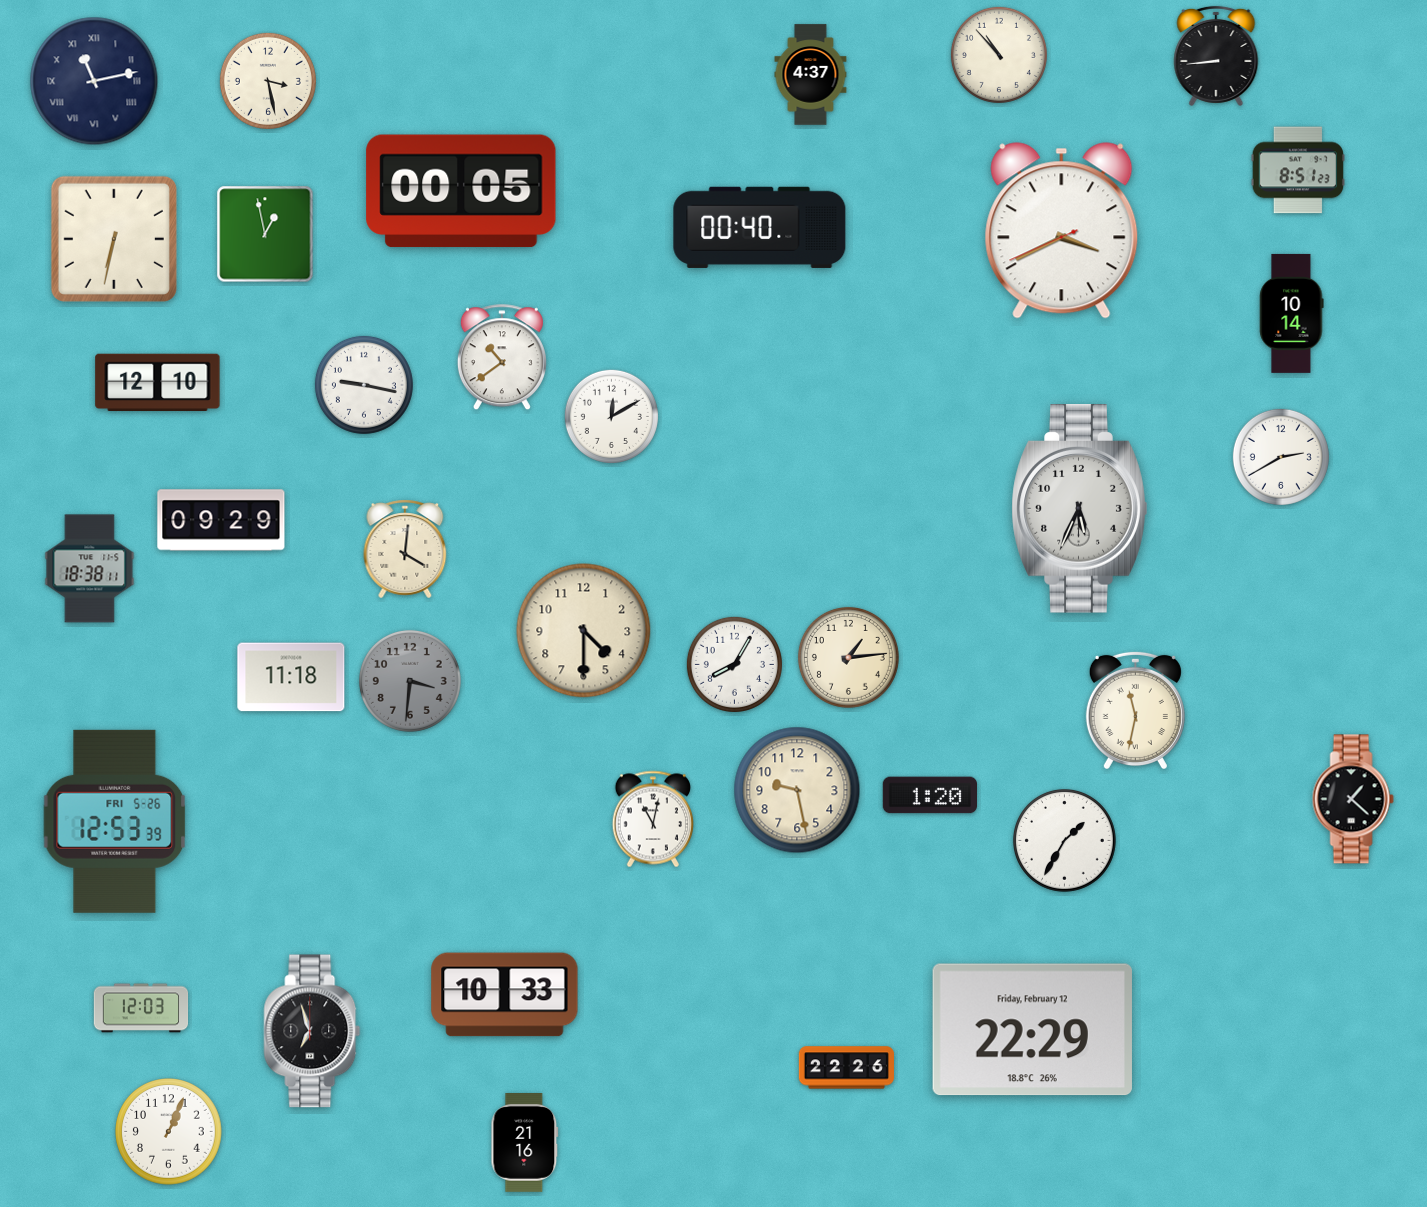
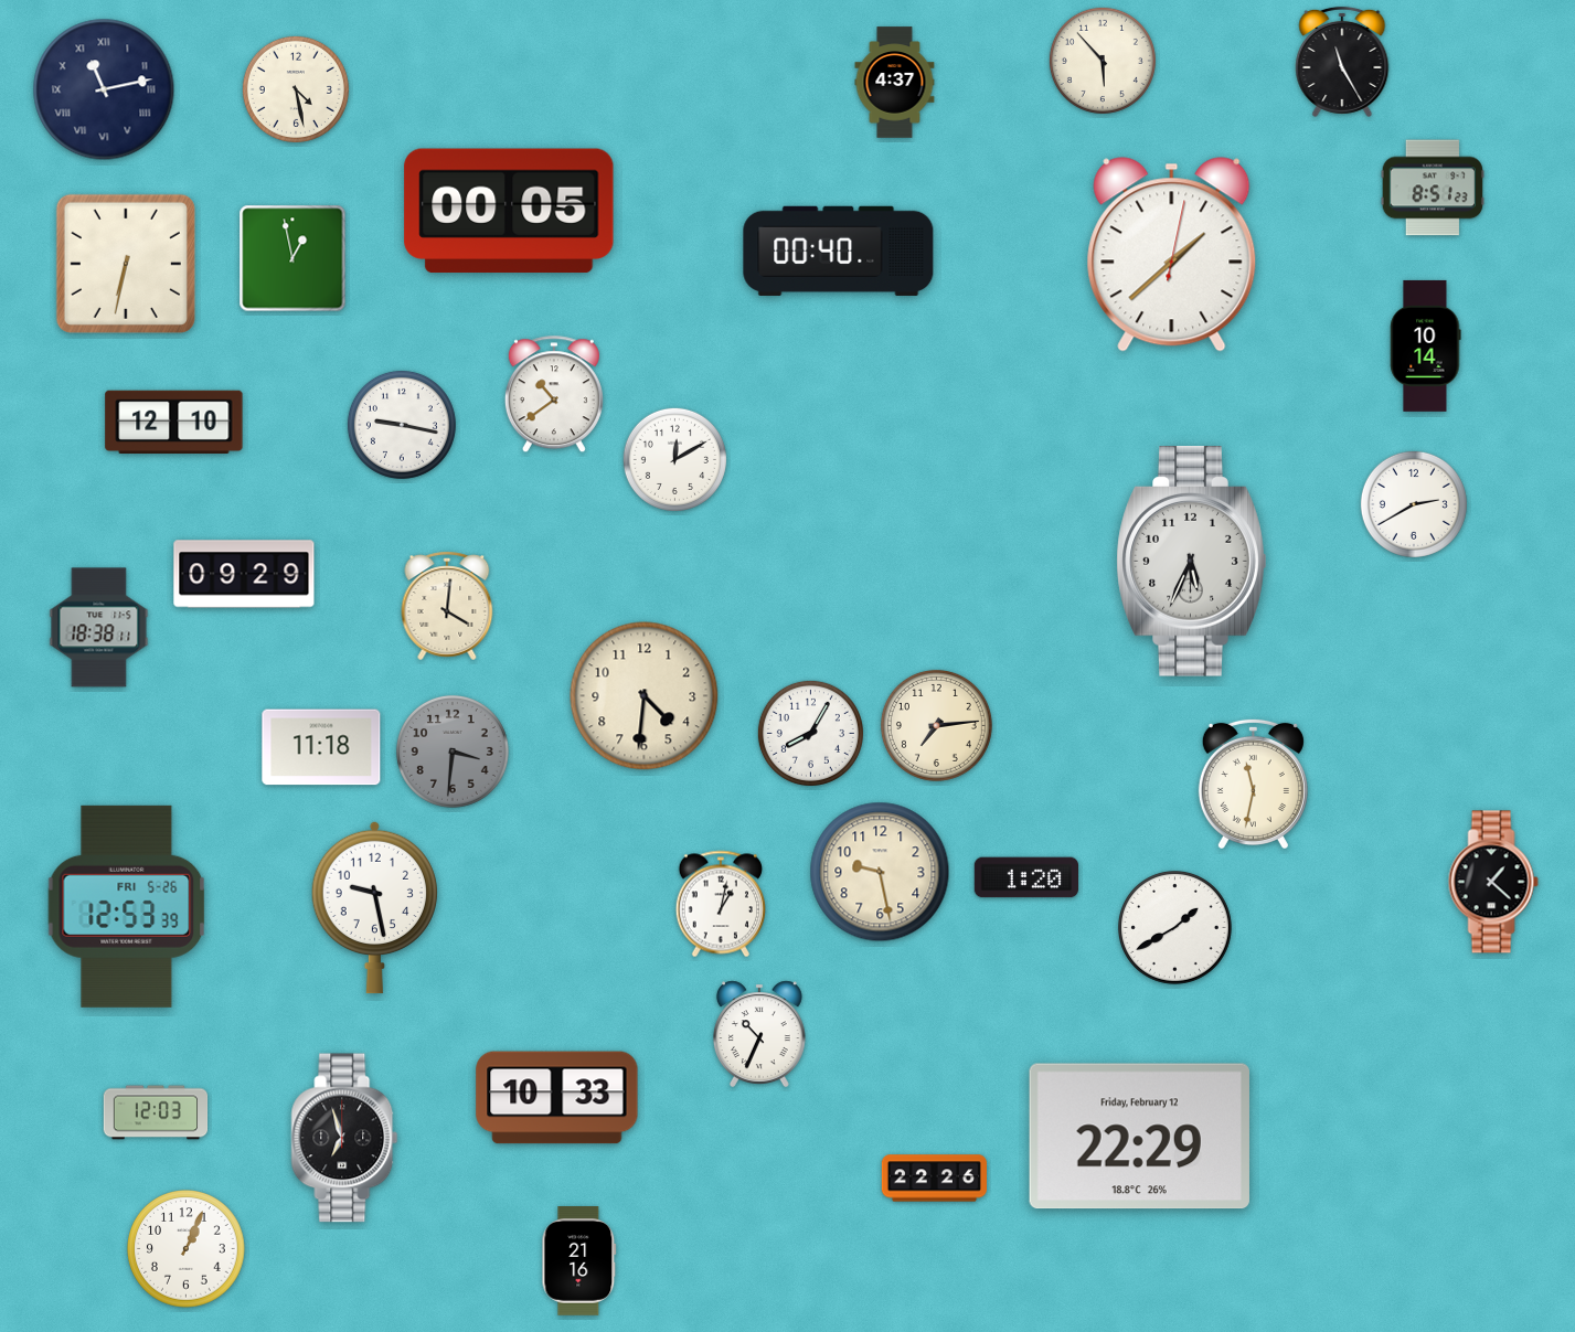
clock at (999, 55): 10:53 -> 5:53
clock at (1216, 56): 8:44 -> 11:25
clock at (268, 81): 3:28 -> 4:28
clock at (1062, 231): 3:40 -> 1:38
clock at (584, 631): 4:30 -> 4:31
clock at (848, 657): 1:14 -> 7:14
clock at (652, 819): 11:02 -> 1:02
clock at (374, 907): none -> 9:28
clock at (1064, 840): 1:35 -> 1:40
clock at (759, 1034): none -> 10:34
